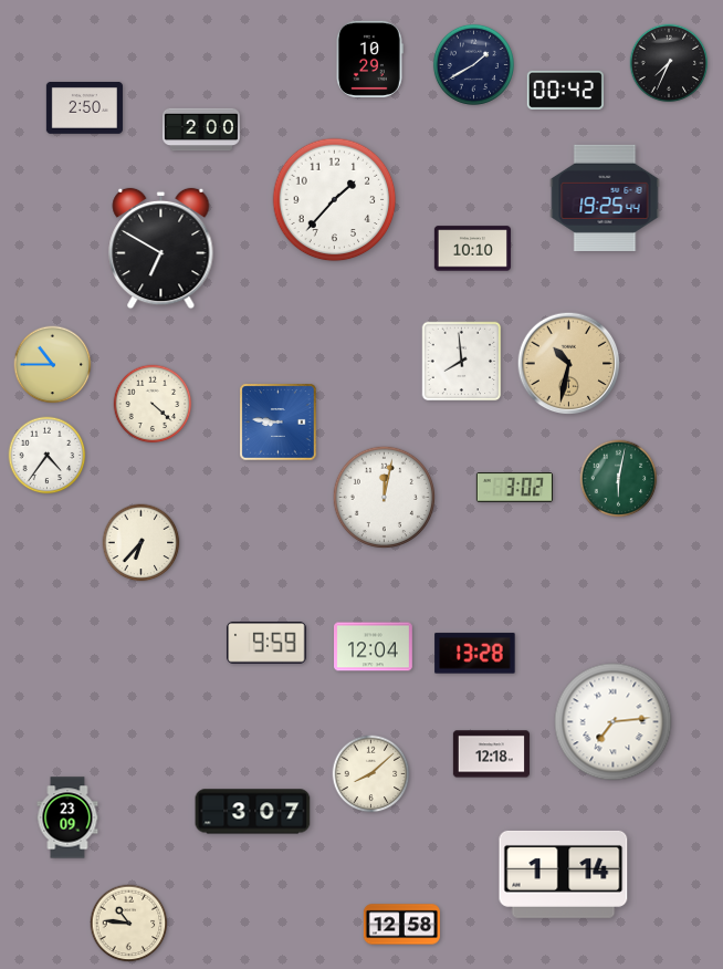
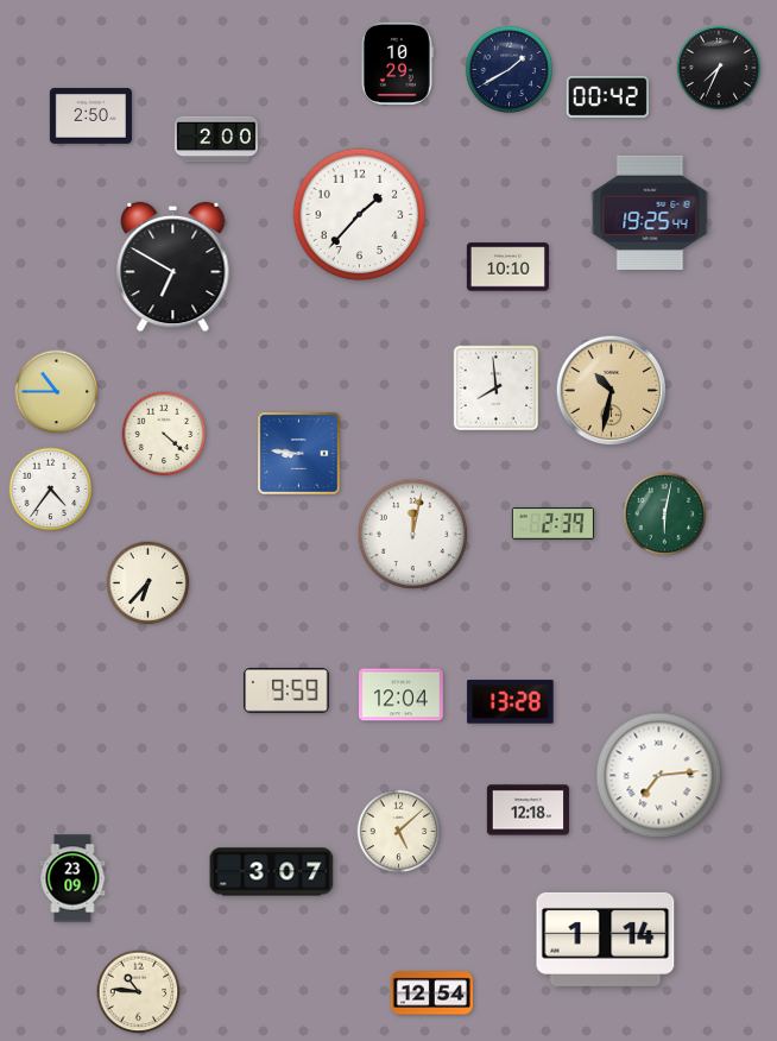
clock at (514, 488): 3:02 -> 2:39
clock at (142, 543) position: (142, 543) -> (149, 583)
clock at (371, 774): 8:08 -> 5:08
clock at (401, 925): 12:58 -> 12:54
